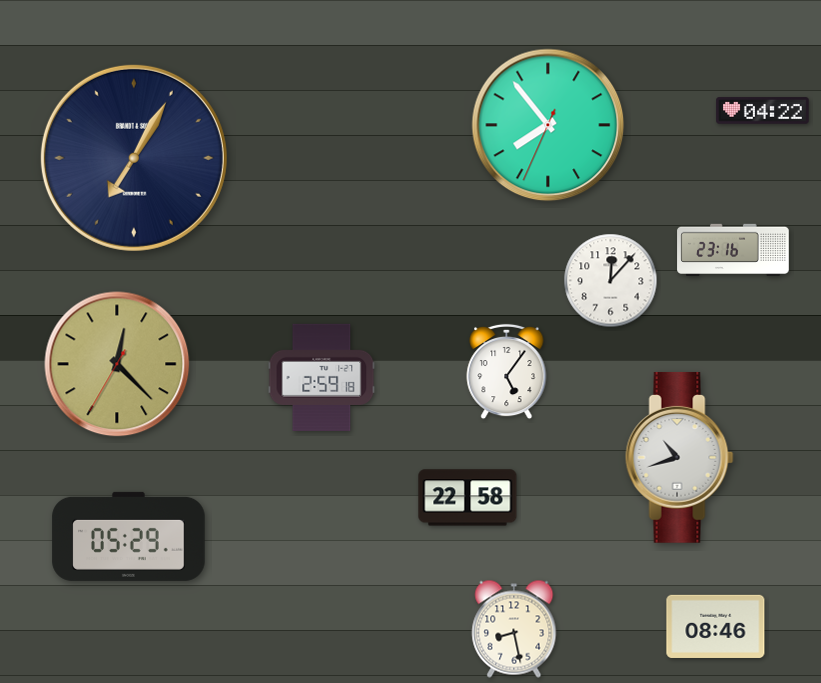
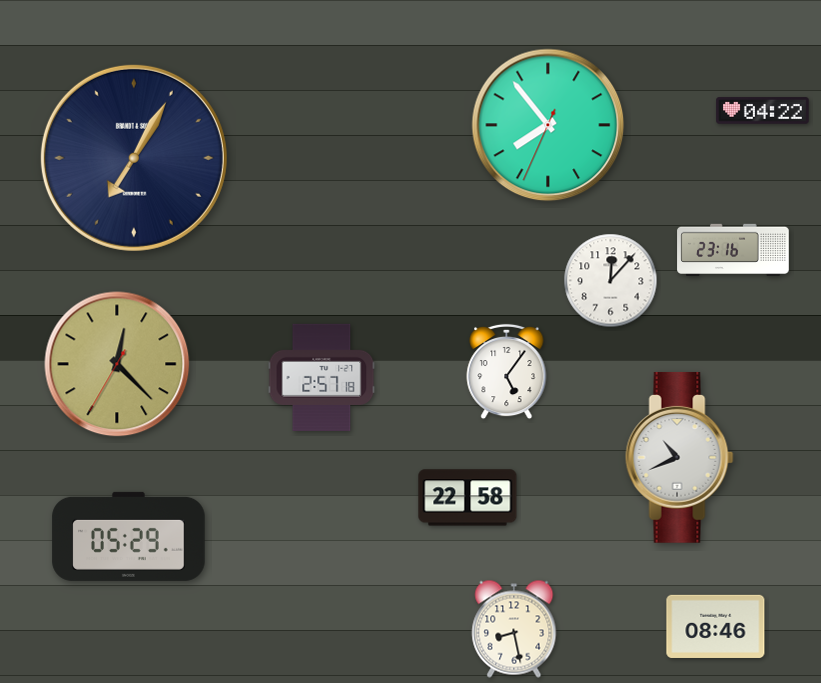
clock at (322, 377): 2:59 -> 2:57
clock at (680, 457): 10:42 -> 10:41
